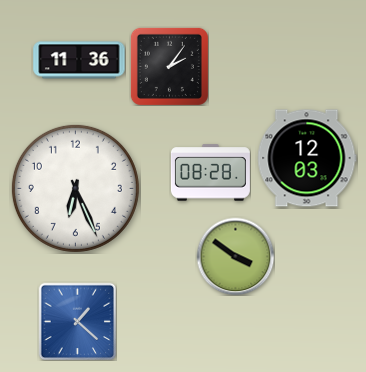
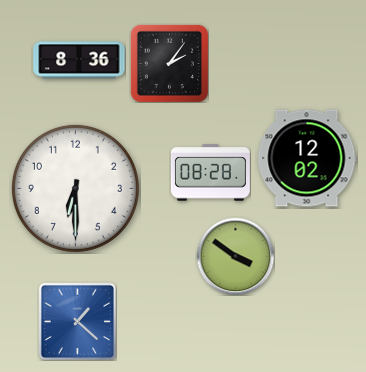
clock at (79, 60): 11:36 -> 8:36
clock at (169, 66) position: (169, 66) -> (169, 63)
clock at (307, 158): 12:03 -> 12:02
clock at (75, 188): 6:26 -> 6:30
